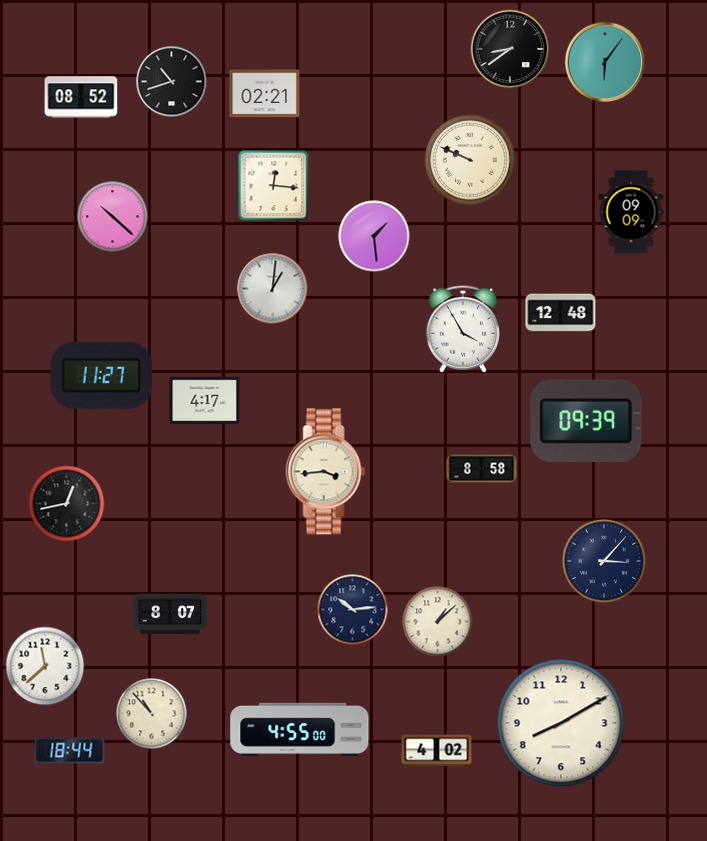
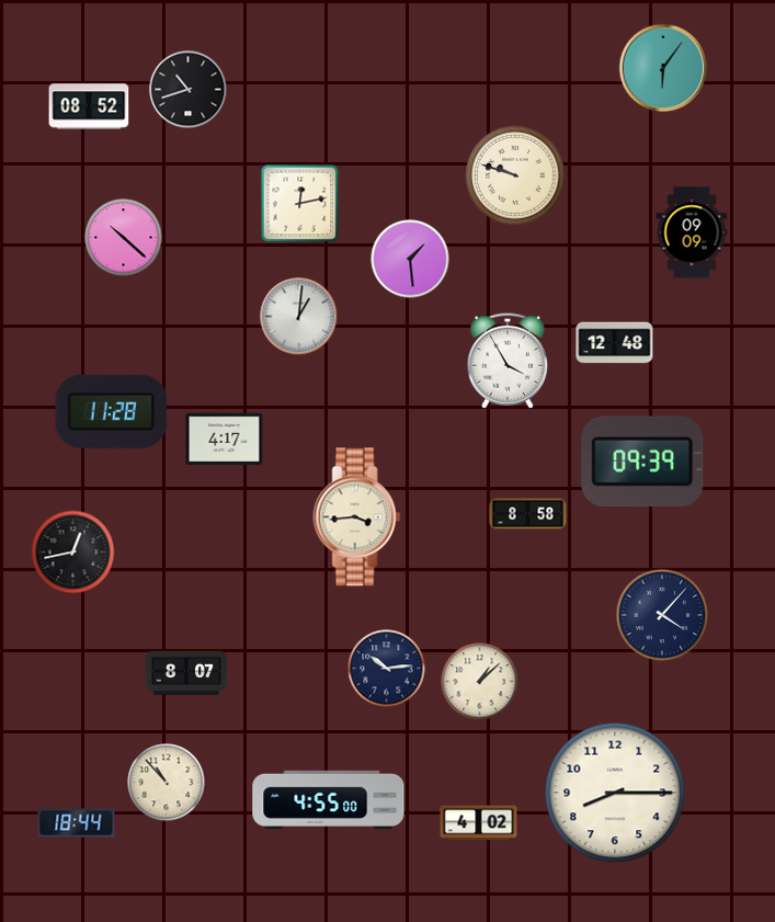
clock at (510, 49): 8:39 -> none
clock at (265, 94): 02:21 -> none
clock at (470, 160): 9:49 -> 9:48
clock at (274, 186): 12:16 -> 12:13
clock at (102, 375): 11:27 -> 11:28
clock at (604, 561): 3:07 -> 4:07
clock at (45, 666): 11:38 -> none
clock at (561, 723): 8:10 -> 8:15
